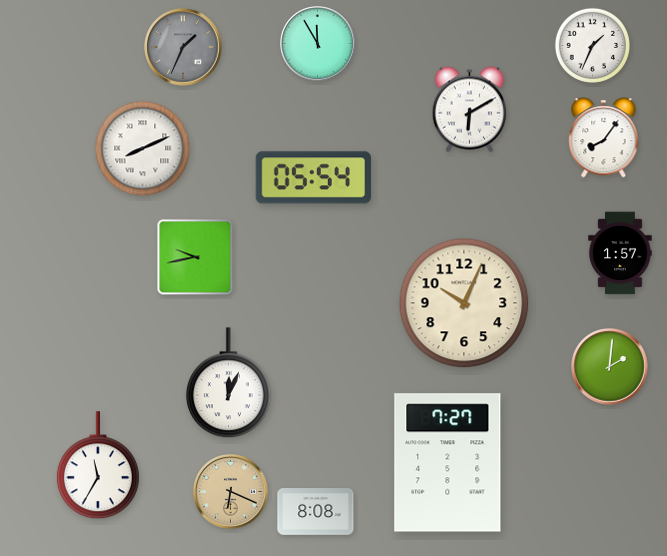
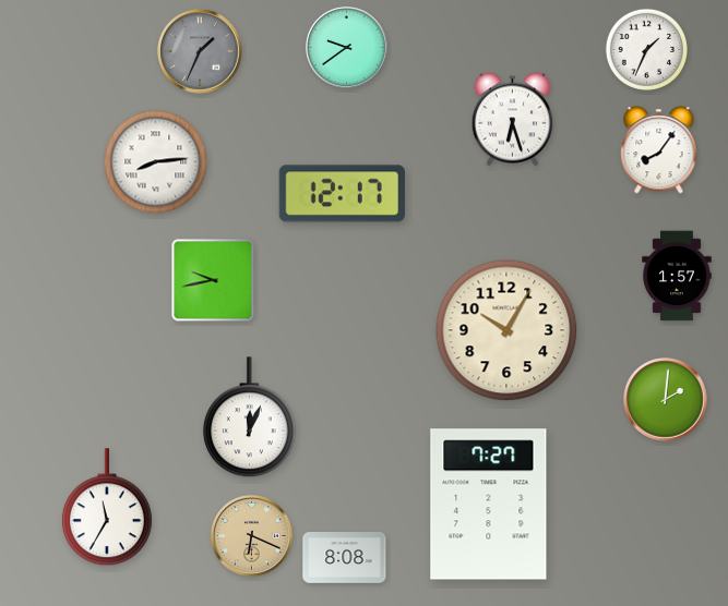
clock at (318, 44): 11:55 -> 9:39
clock at (470, 110): 6:10 -> 6:27
clock at (143, 149): 8:11 -> 8:14
clock at (313, 178): 05:54 -> 12:17
clock at (464, 303): 10:04 -> 10:05
